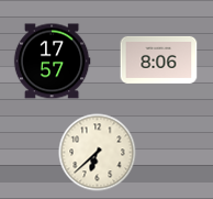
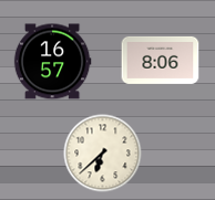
clock at (52, 62): 17:57 -> 16:57
clock at (98, 153) position: (98, 153) -> (103, 154)
